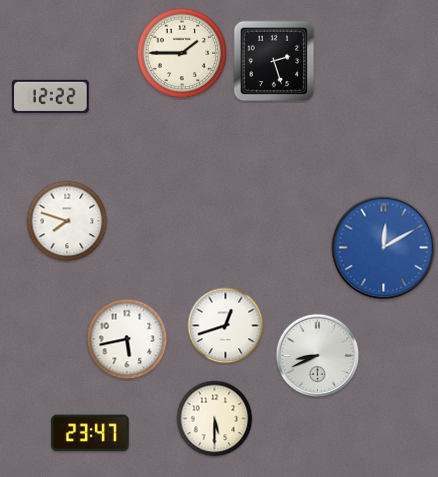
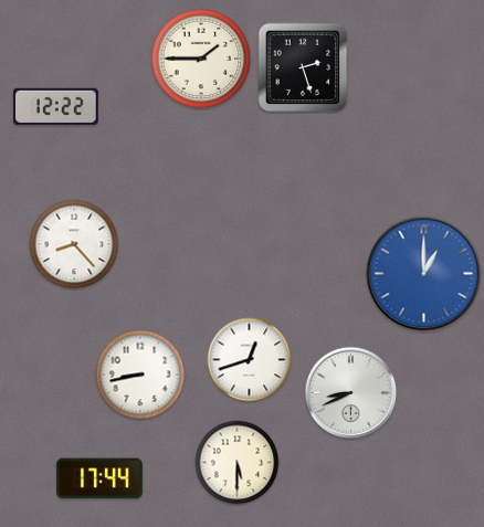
clock at (67, 221): 7:48 -> 8:23
clock at (384, 248): 12:10 -> 1:00
clock at (127, 339): 5:43 -> 8:43
clock at (90, 433): 23:47 -> 17:44
